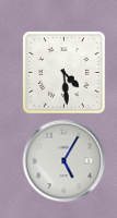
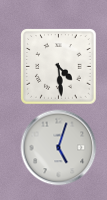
clock at (65, 161): 5:05 -> 5:03
